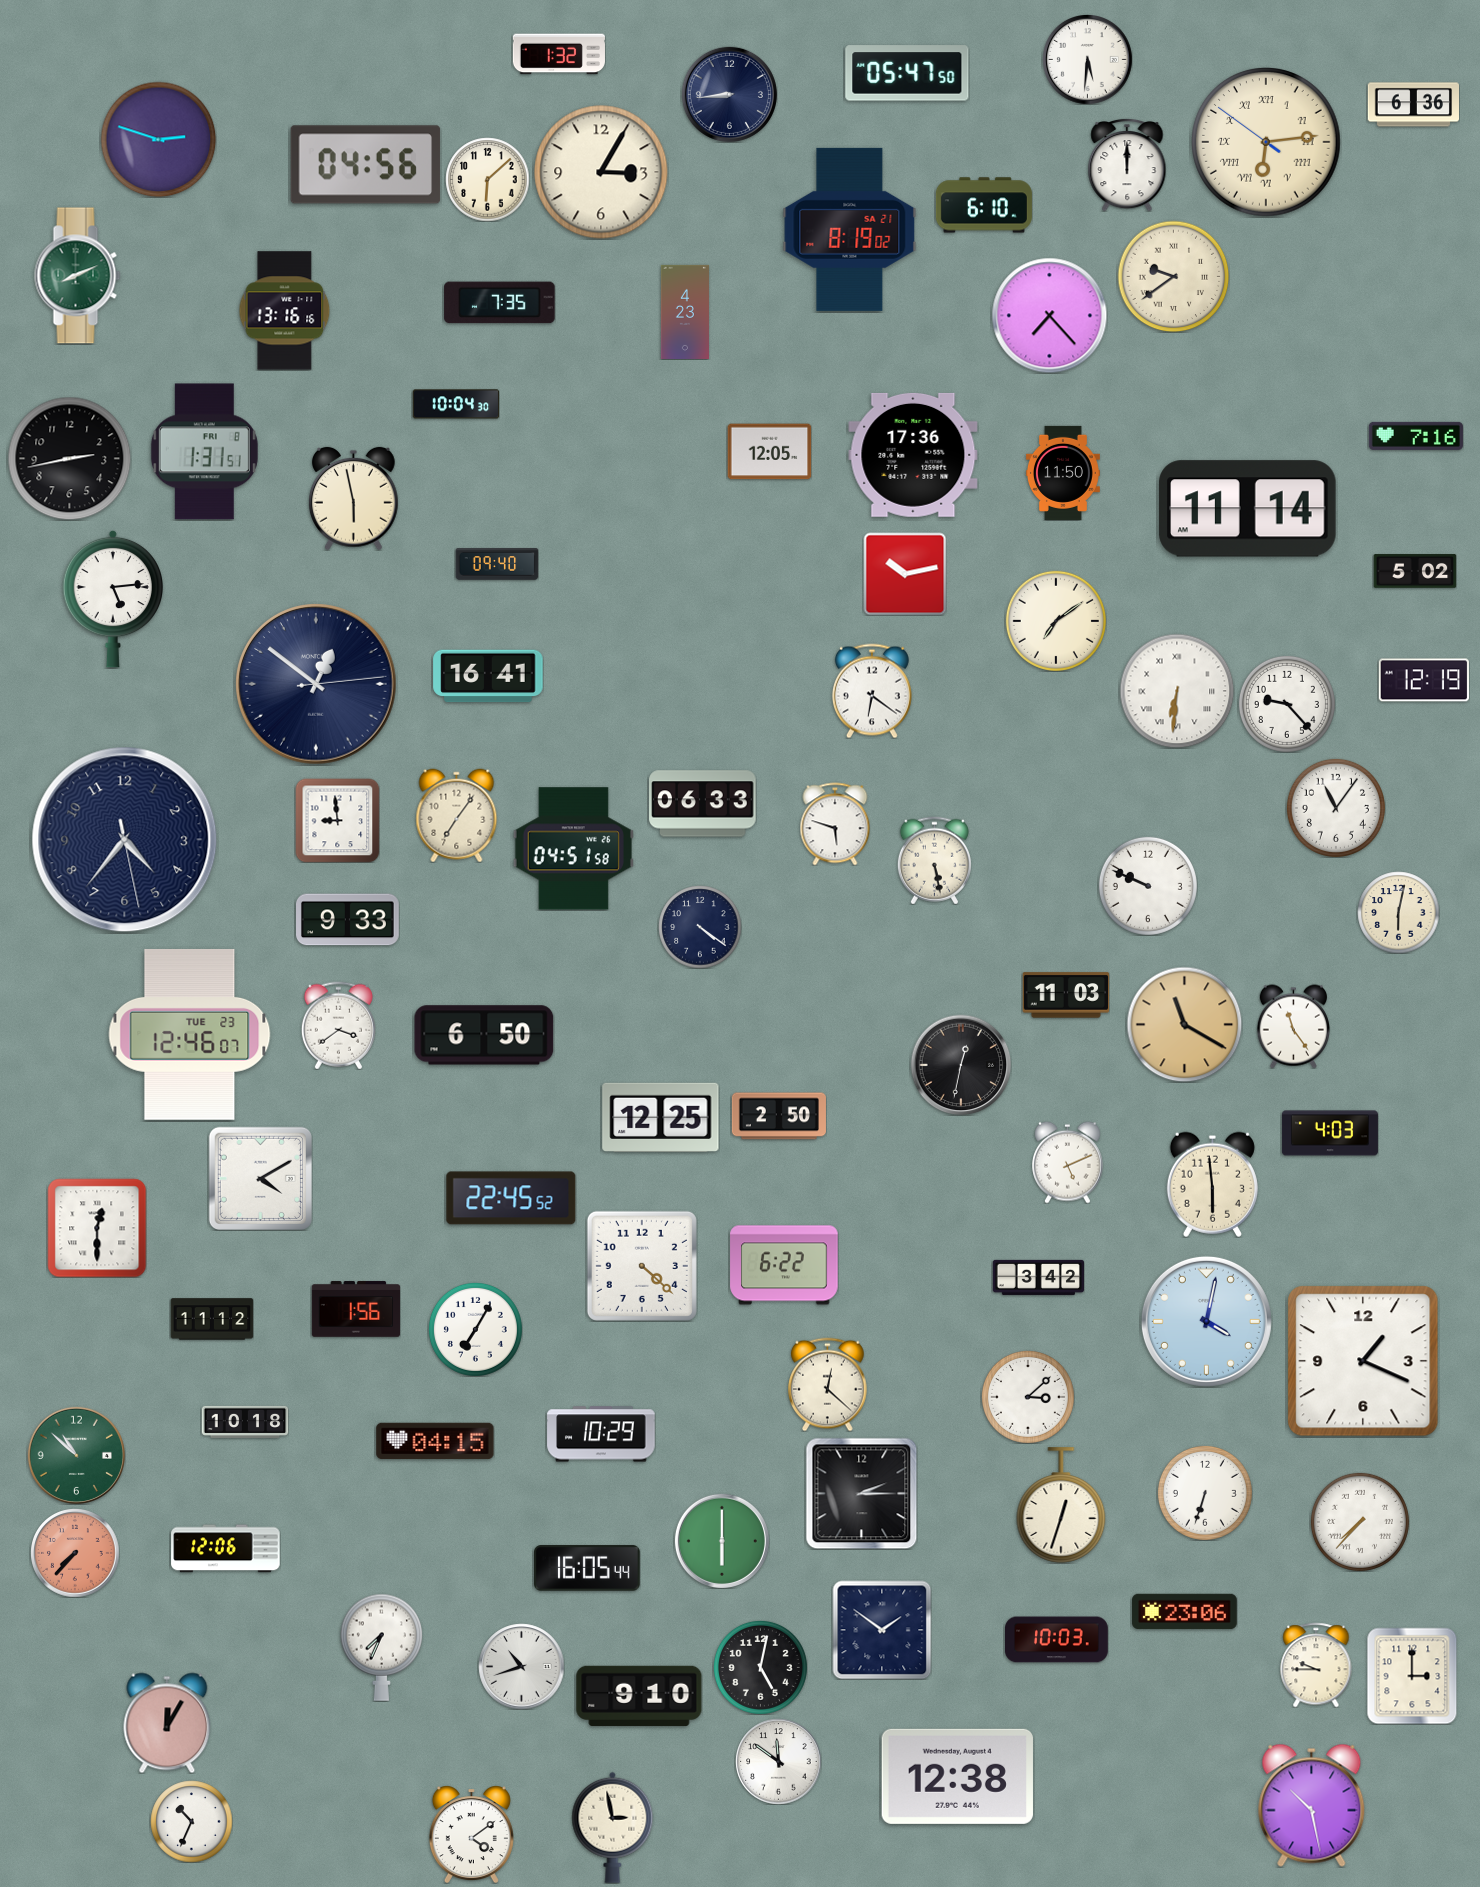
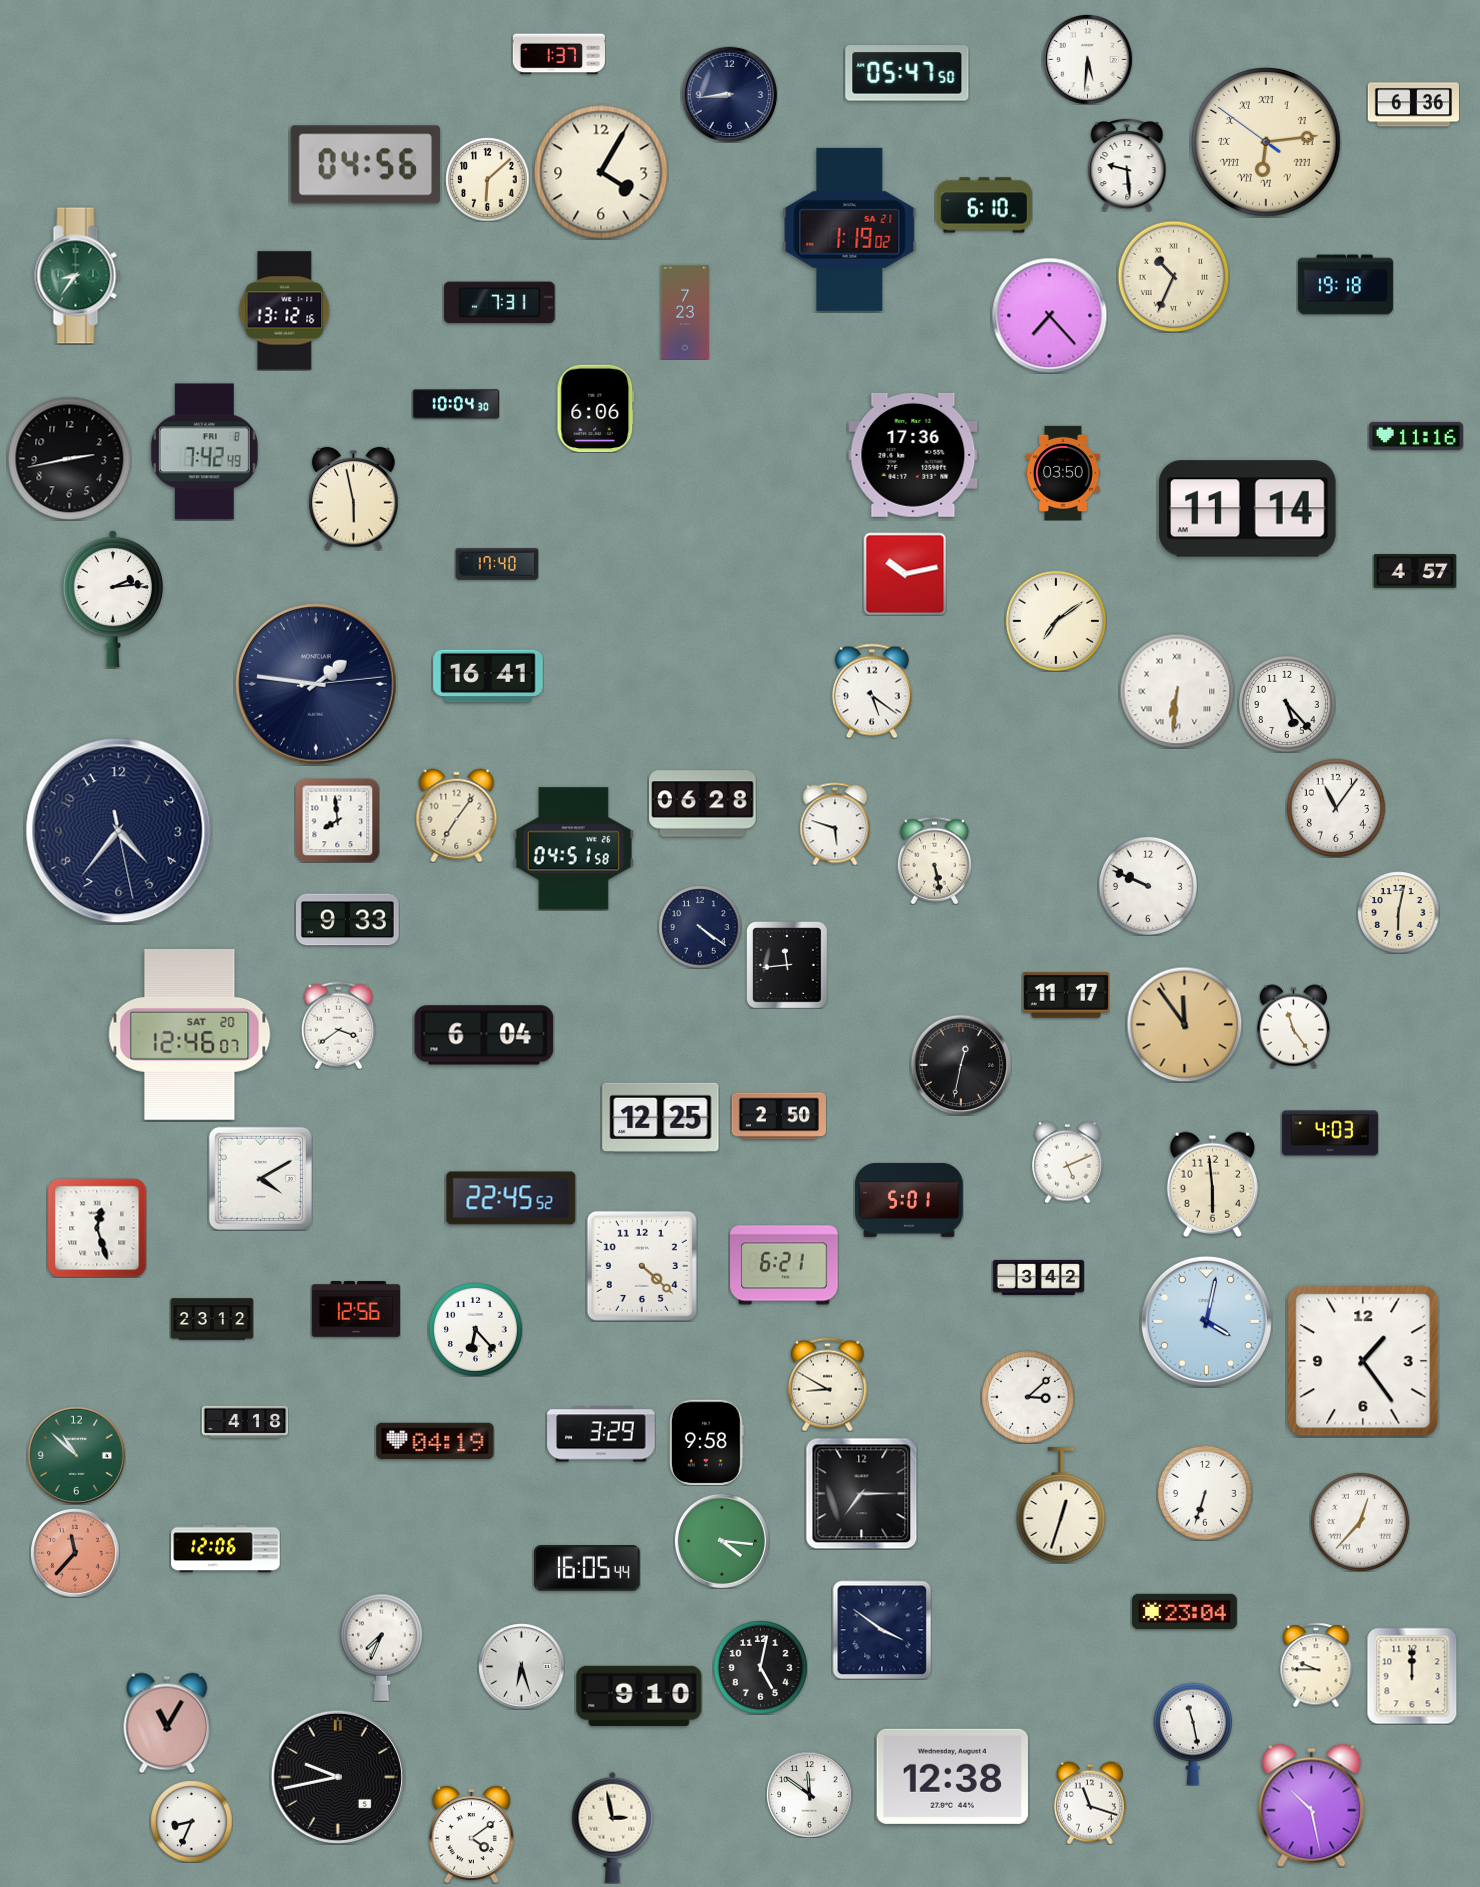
clock at (559, 54): 1:32 -> 1:37
clock at (158, 139): 2:48 -> none
clock at (1127, 165): 12:00 -> 9:29
clock at (601, 172): 3:05 -> 4:05
clock at (850, 229): 8:19 -> 1:19
clock at (78, 276): 8:11 -> 8:36
clock at (1173, 276): 9:39 -> 10:34
clock at (1345, 285): none -> 19:18
clock at (500, 303): 7:35 -> 7:31
clock at (285, 311): 13:16 -> 13:12
clock at (685, 312): 4:23 -> 7:23
clock at (596, 408): none -> 6:06
clock at (1416, 436): 7:16 -> 11:16
clock at (204, 452): 1:31 -> 7:42
clock at (769, 452): 12:05 -> none
clock at (1063, 473): 11:50 -> 03:50
clock at (497, 564): 09:40 -> 17:40
clock at (1415, 571): 5:02 -> 4:57
clock at (112, 599): 5:14 -> 2:14
clock at (1423, 680): 12:19 -> none
clock at (317, 685): 12:51 -> 1:46
clock at (872, 691): 6:21 -> 5:21
clock at (1287, 704): 9:23 -> 5:23
clock at (703, 804): 06:33 -> 06:28
clock at (337, 820): 8:59 -> 7:59
clock at (125, 840) position: (125, 840) -> (119, 831)
clock at (788, 965): none -> 11:44
clock at (1066, 995): 11:03 -> 11:17
clock at (1184, 1024): 11:20 -> 11:54
clock at (190, 1035) date: TUE 23 -> SAT 20
clock at (484, 1035): 6:50 -> 6:04
clock at (909, 1200): none -> 5:01
clock at (97, 1228): 12:30 -> 12:27
clock at (784, 1265): 6:22 -> 6:21
clock at (356, 1309): 1:56 -> 12:56
clock at (212, 1319): 11:12 -> 23:12
clock at (475, 1329): 7:05 -> 6:23
clock at (1363, 1361): 1:19 -> 1:24
clock at (828, 1384): 12:22 -> 8:50
clock at (245, 1422): 10:18 -> 4:18
clock at (601, 1434): 10:29 -> 3:29
clock at (435, 1441): 04:15 -> 04:19
clock at (706, 1442): none -> 9:58
clock at (861, 1493): 2:15 -> 7:15
clock at (1360, 1522): 7:37 -> 12:37
clock at (722, 1541): 6:00 -> 4:16
clock at (75, 1553): 7:37 -> 11:37
clock at (1185, 1612): 23:06 -> 23:04
clock at (882, 1630): 1:51 -> 3:51
clock at (1057, 1640): 10:03 -> none
clock at (521, 1666): 10:42 -> 6:27
clock at (1412, 1676): 3:00 -> 12:00
clock at (167, 1723): 12:05 -> 11:05
clock at (1193, 1734): none -> 11:28
clock at (778, 1761) position: (778, 1761) -> (809, 1794)
clock at (957, 1776) position: (957, 1776) -> (952, 1776)
clock at (338, 1777): none -> 9:43
clock at (1090, 1803): none -> 11:18
clock at (191, 1821): 10:34 -> 8:34
